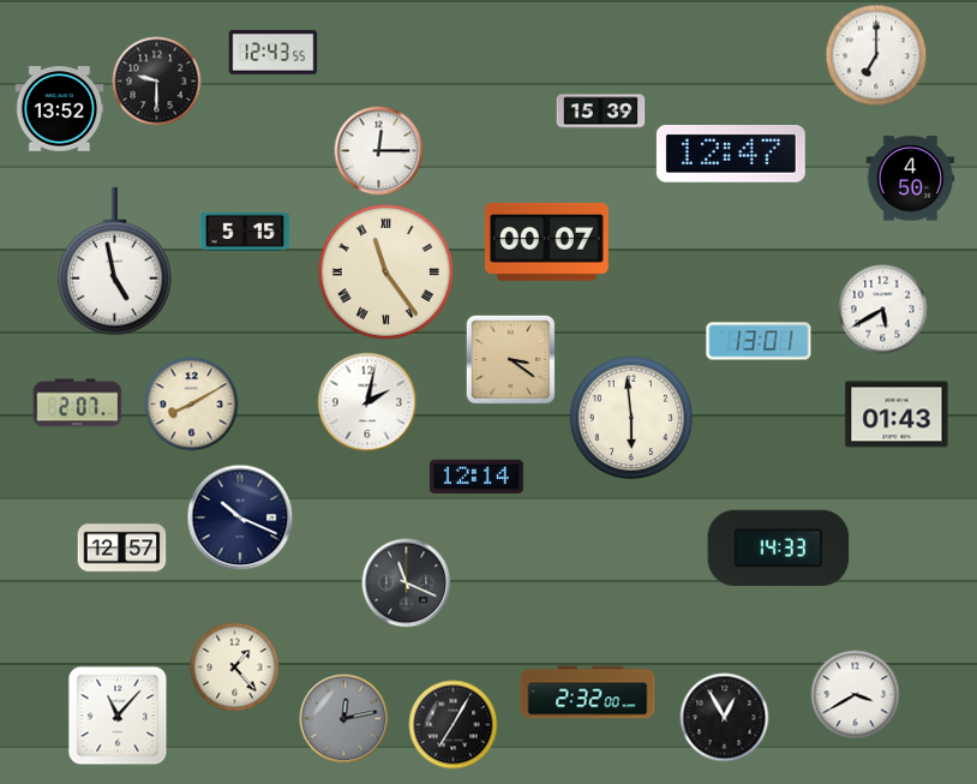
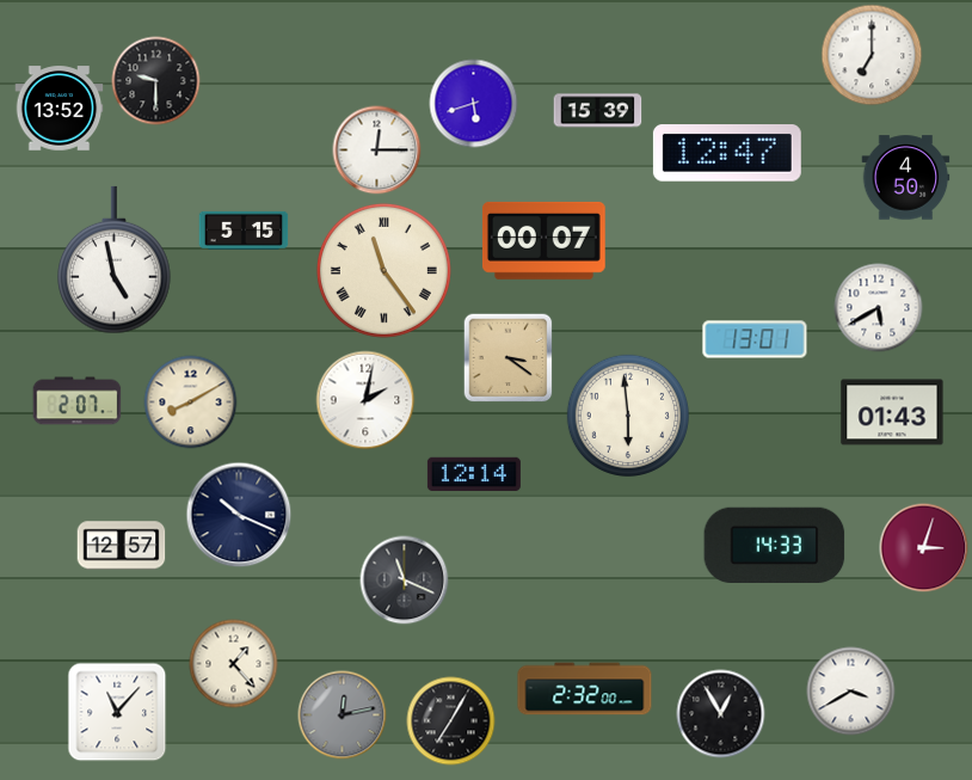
clock at (274, 53): 12:43 -> none
clock at (474, 104): none -> 5:42
clock at (924, 548): none -> 3:03
